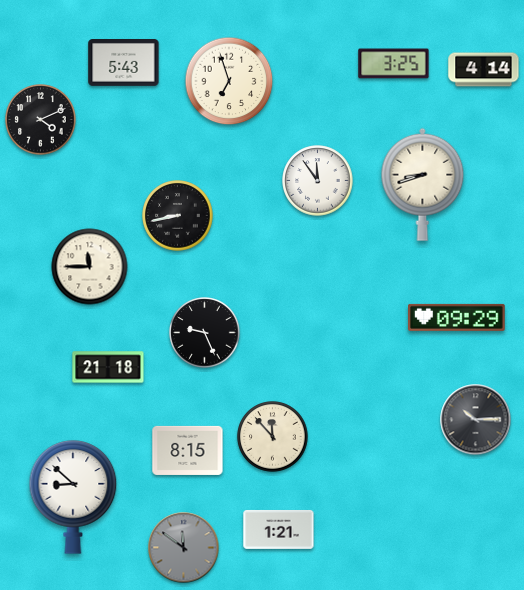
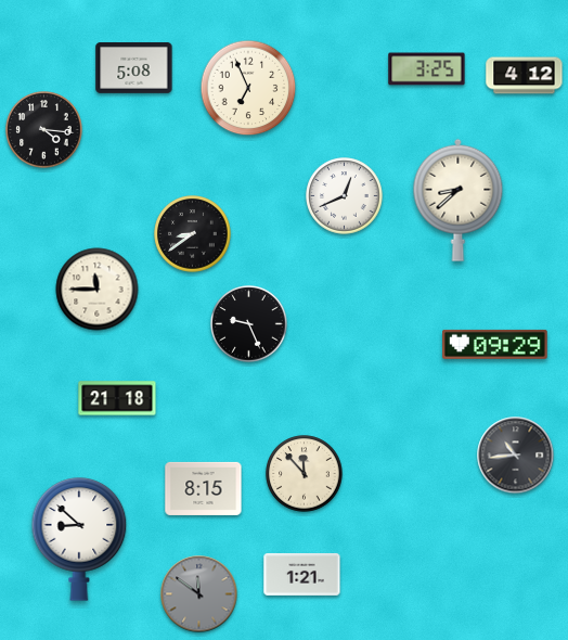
clock at (124, 63): 5:43 -> 5:08
clock at (484, 70): 4:14 -> 4:12
clock at (229, 81): 6:57 -> 6:56
clock at (41, 120): 4:11 -> 4:16
clock at (318, 181): 11:54 -> 12:41
clock at (423, 184): 8:42 -> 8:38
clock at (178, 216): 8:43 -> 8:39
clock at (205, 333) position: (205, 333) -> (249, 324)
clock at (476, 420): 10:15 -> 10:44
clock at (273, 437) position: (273, 437) -> (305, 474)
